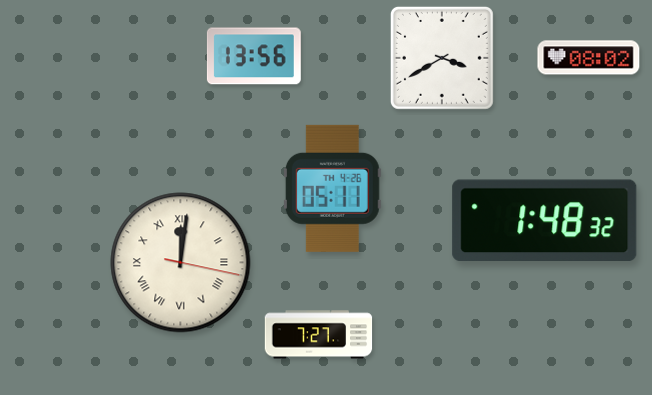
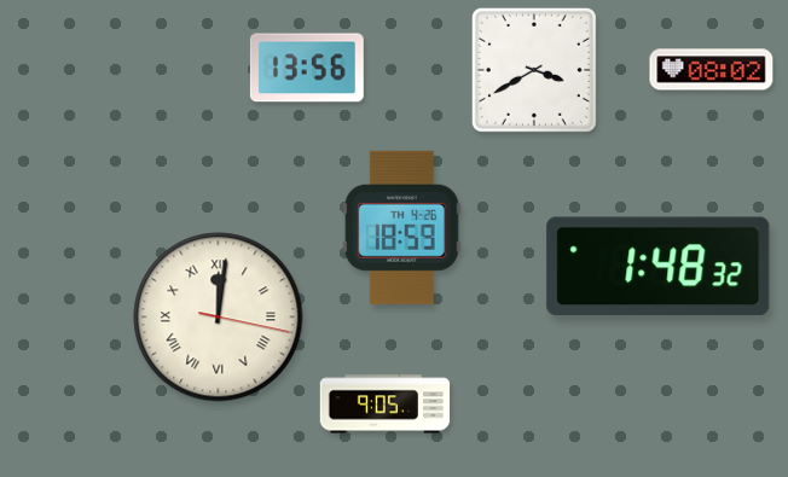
clock at (332, 188): 05:11 -> 18:59
clock at (319, 335): 7:27 -> 9:05
